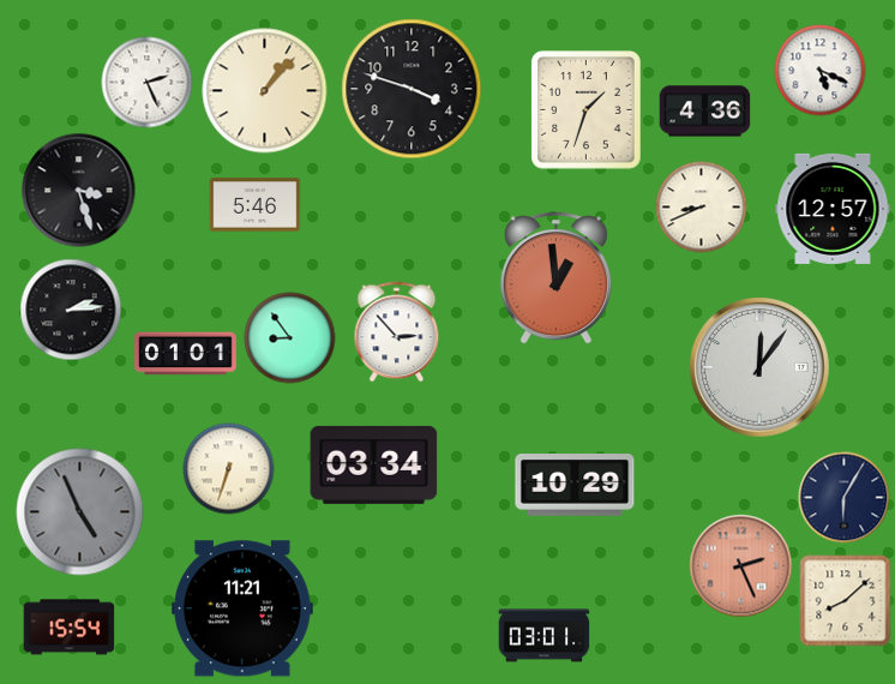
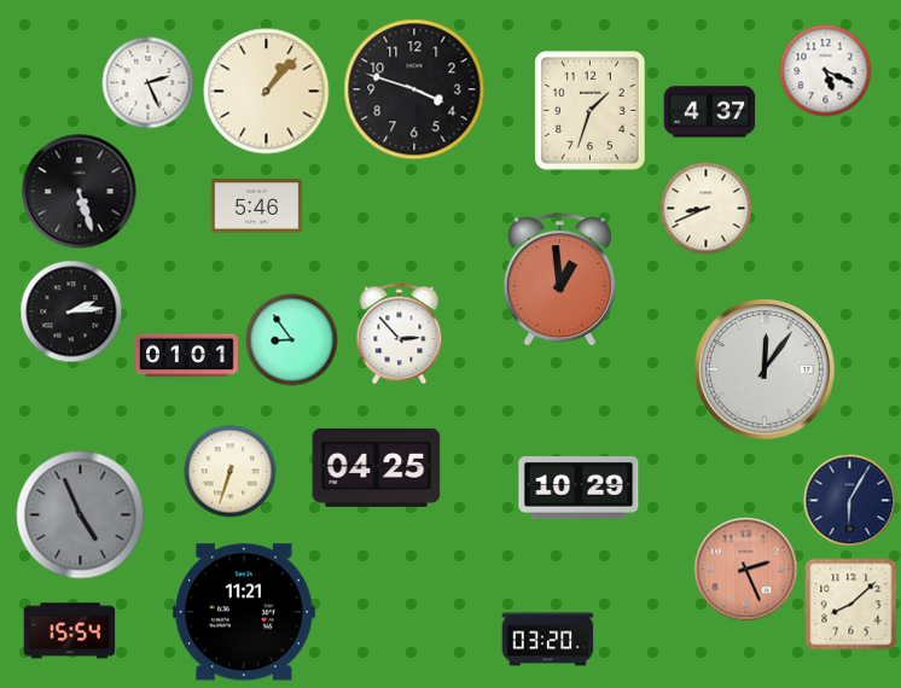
clock at (705, 112): 4:36 -> 4:37
clock at (79, 191): 3:27 -> 5:27
clock at (833, 209): 12:57 -> none
clock at (374, 464): 03:34 -> 04:25
clock at (545, 636): 03:01 -> 03:20
